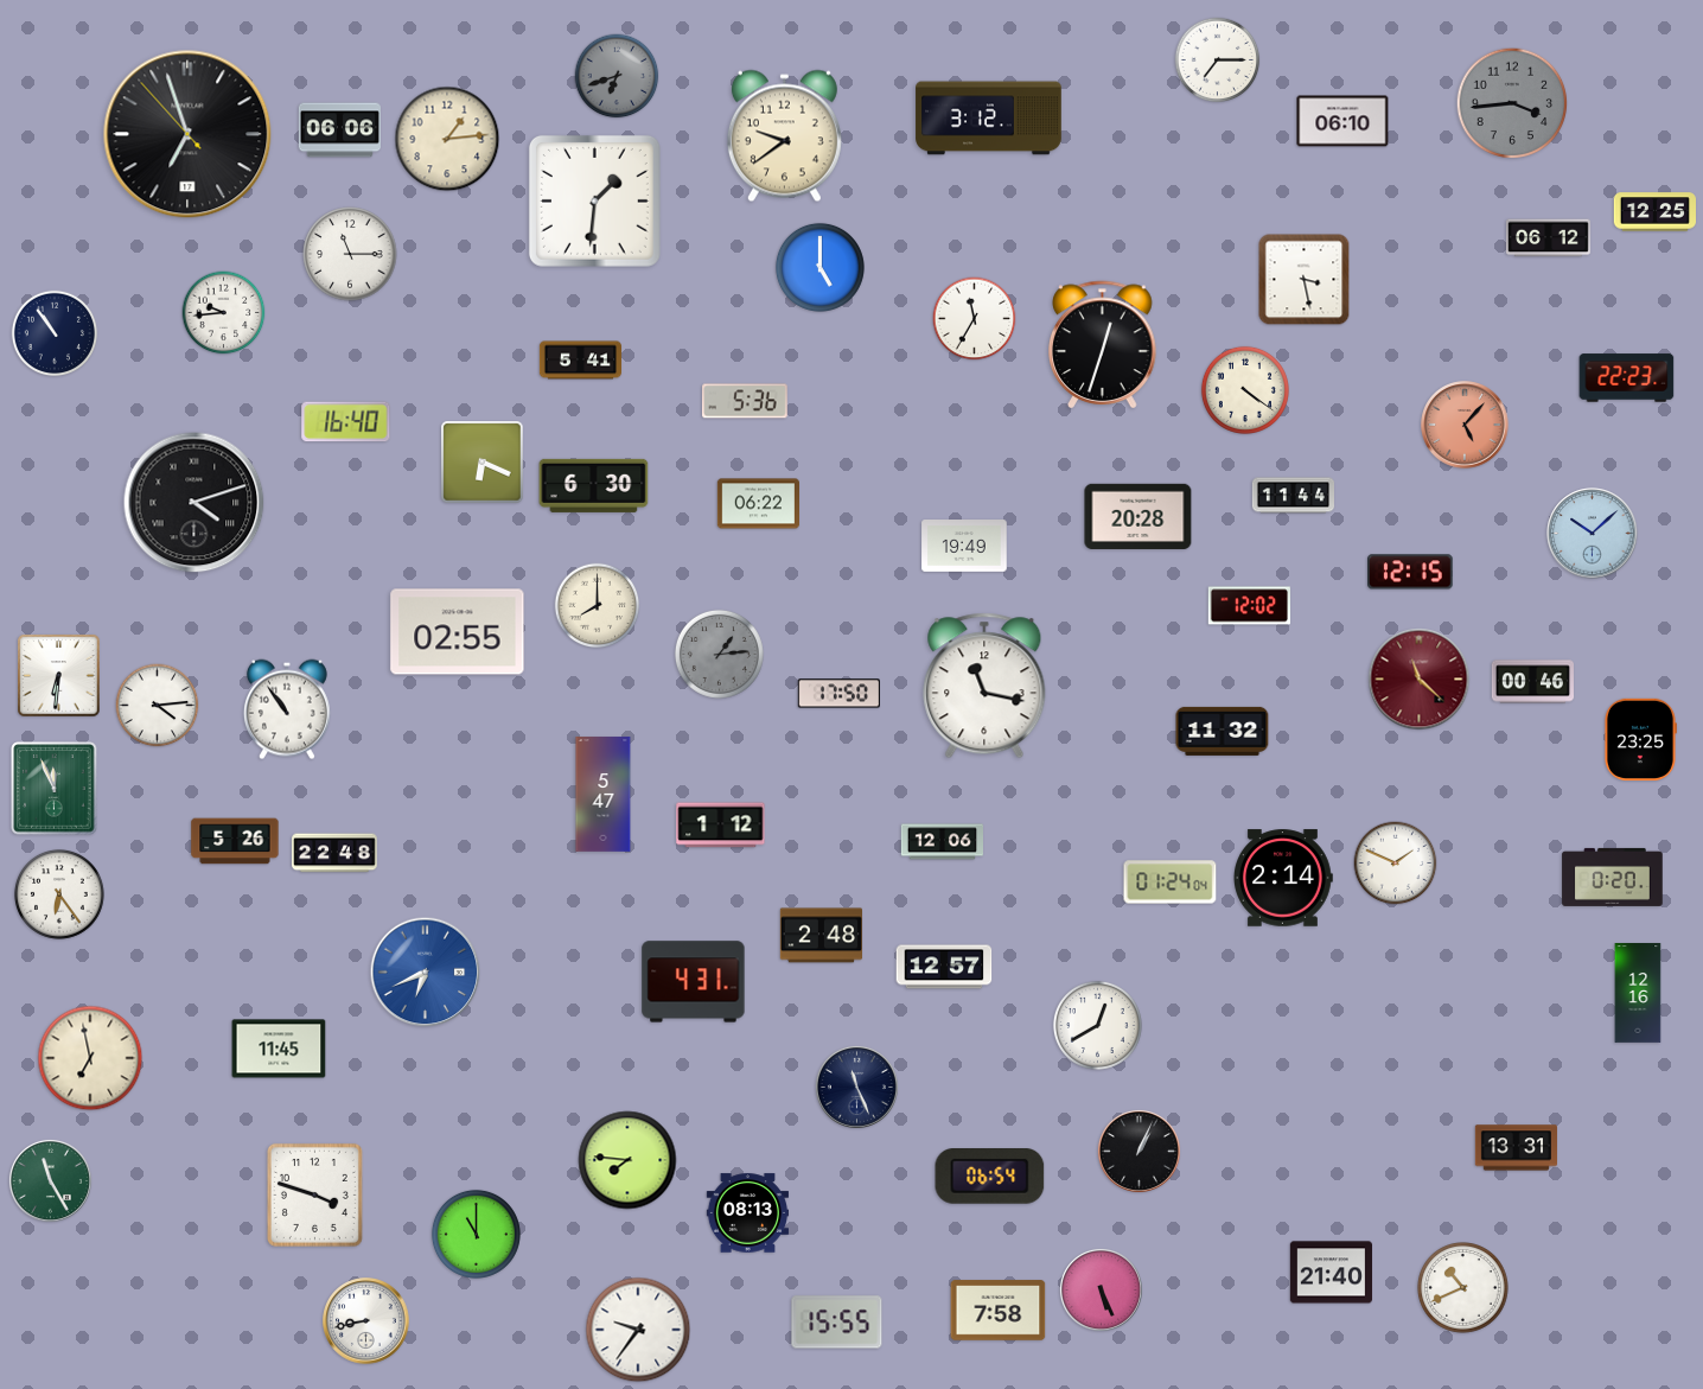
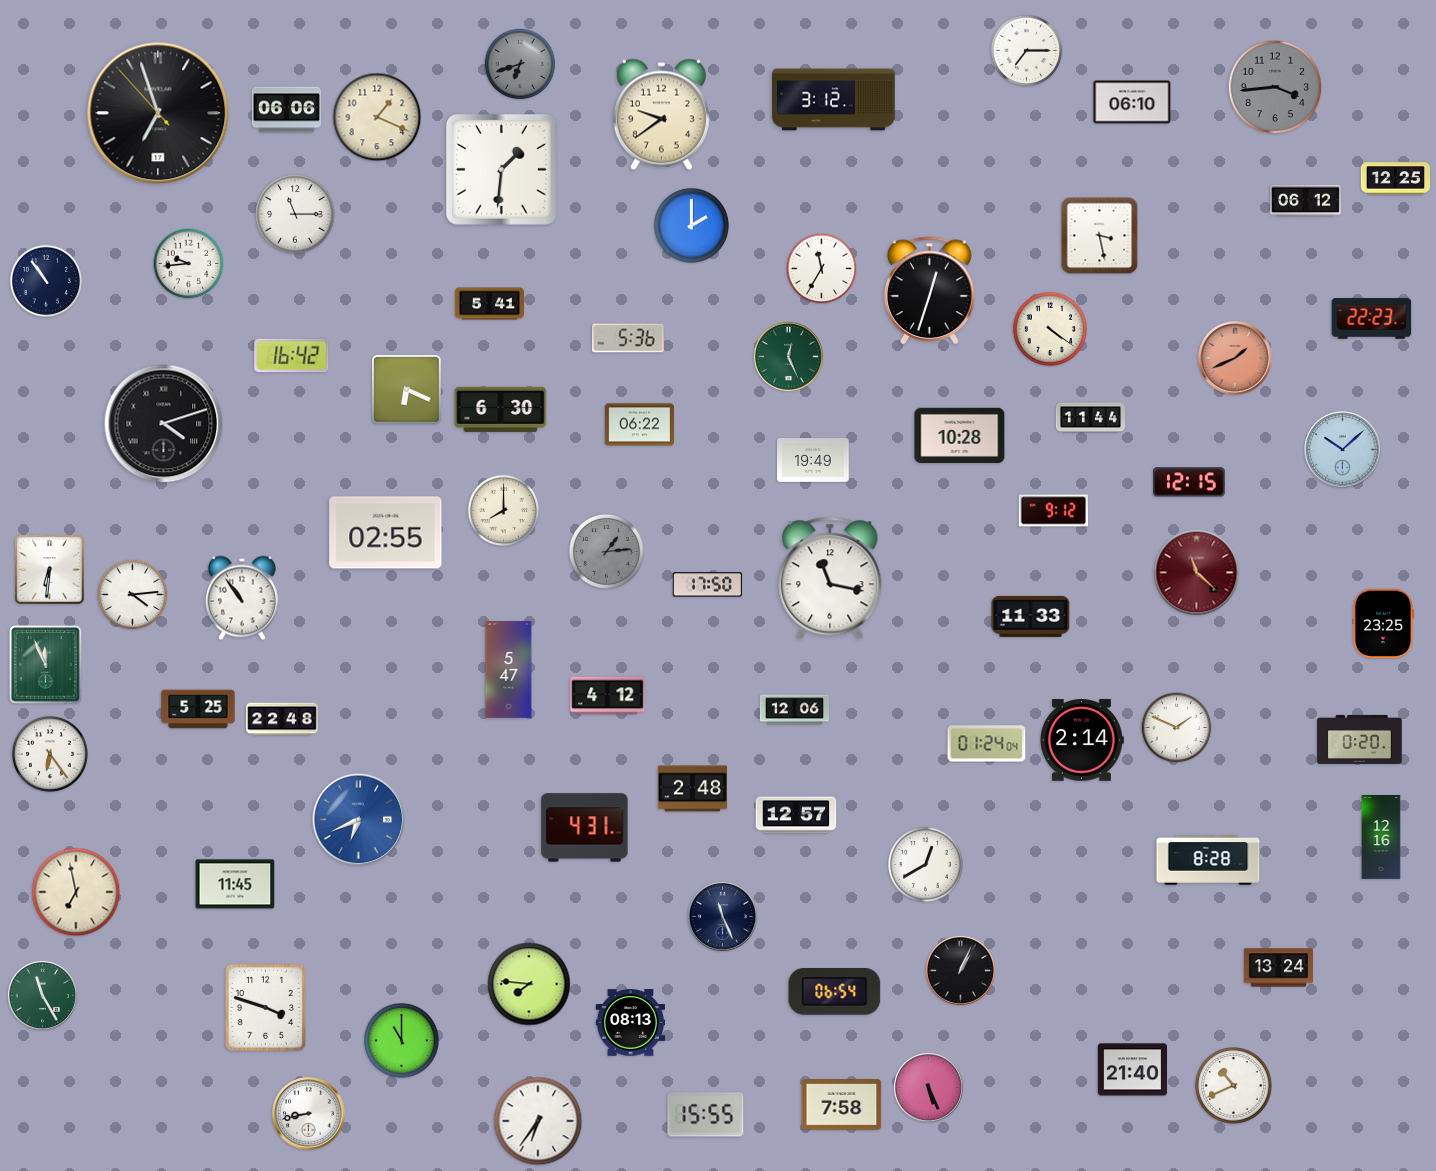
clock at (447, 139): 1:14 -> 1:19
clock at (819, 267): 5:00 -> 2:00
clock at (346, 422): 16:40 -> 16:42
clock at (788, 356): none -> 12:26
clock at (1465, 425): 5:07 -> 1:41
clock at (1138, 516): 20:28 -> 10:28
clock at (1249, 606): 12:02 -> 9:12
clock at (1532, 682): 00:46 -> none
clock at (1223, 731): 11:32 -> 11:33
clock at (721, 826): 1:12 -> 4:12
clock at (235, 841): 5:26 -> 5:25
clock at (1208, 861): none -> 8:28
clock at (1516, 1148): 13:31 -> 13:24
clock at (627, 1160) position: (627, 1160) -> (529, 984)
clock at (1331, 1273) position: (1331, 1273) -> (1132, 1070)
clock at (638, 1330): 9:36 -> 6:36
